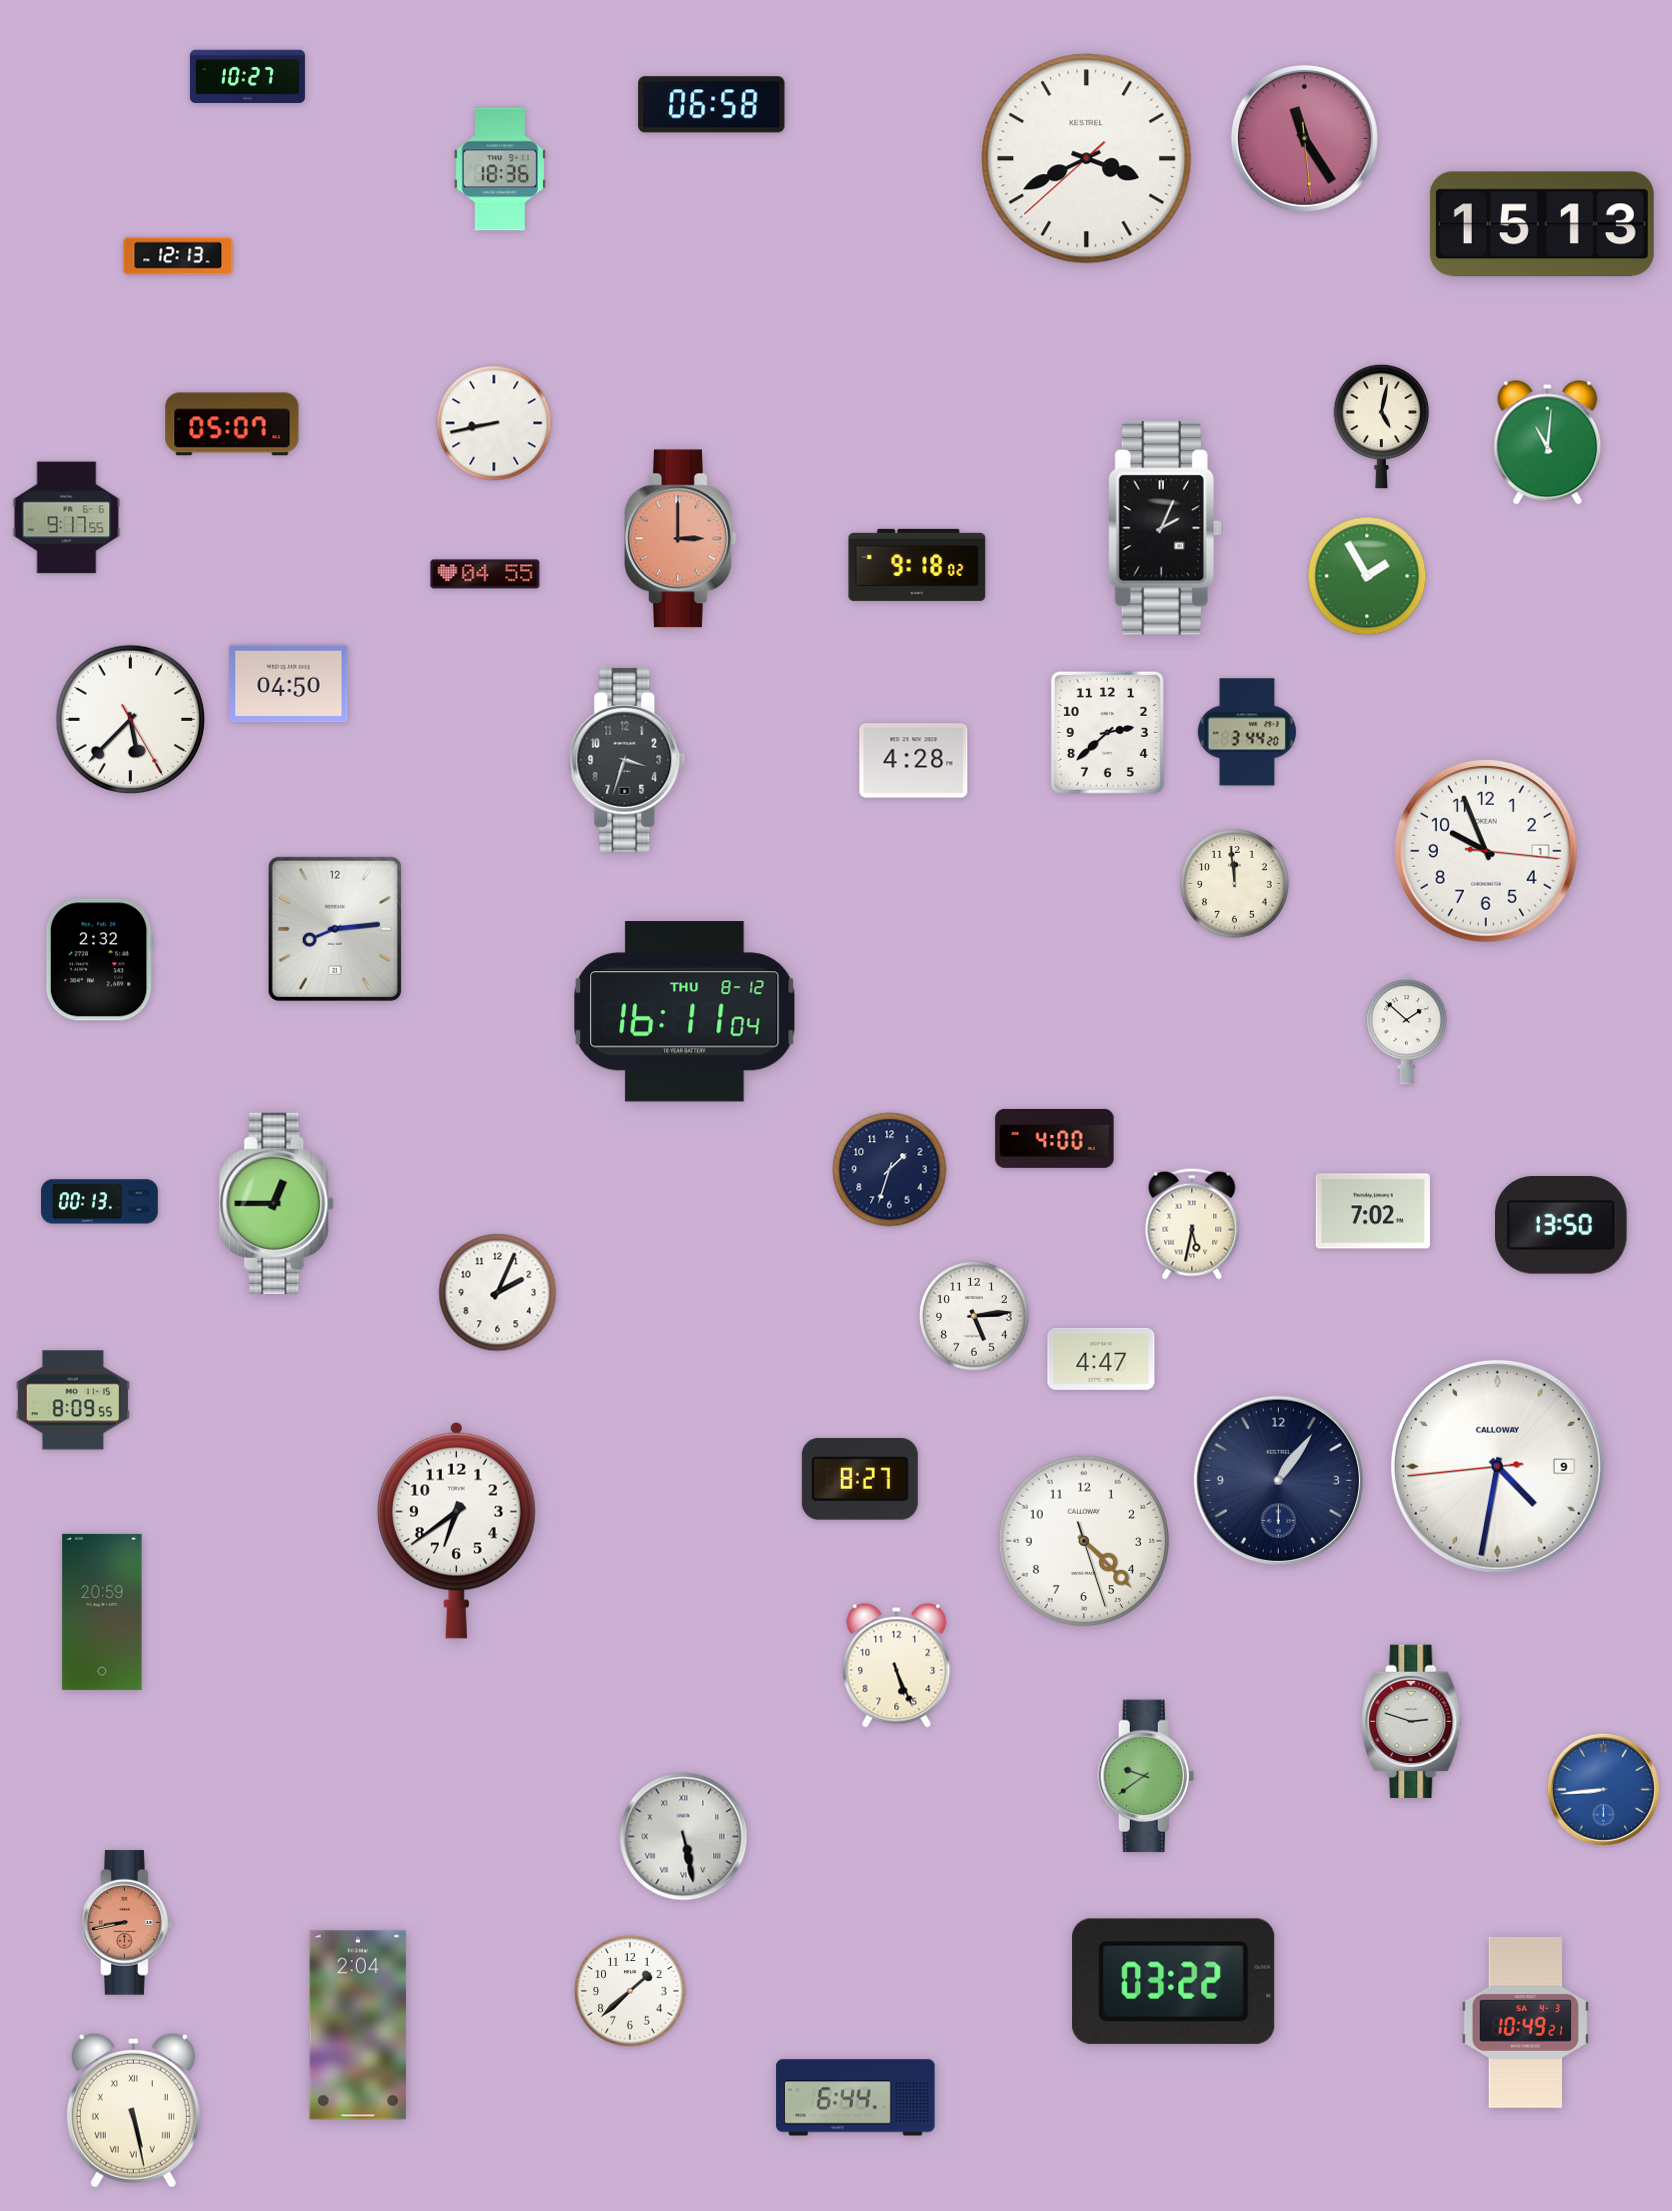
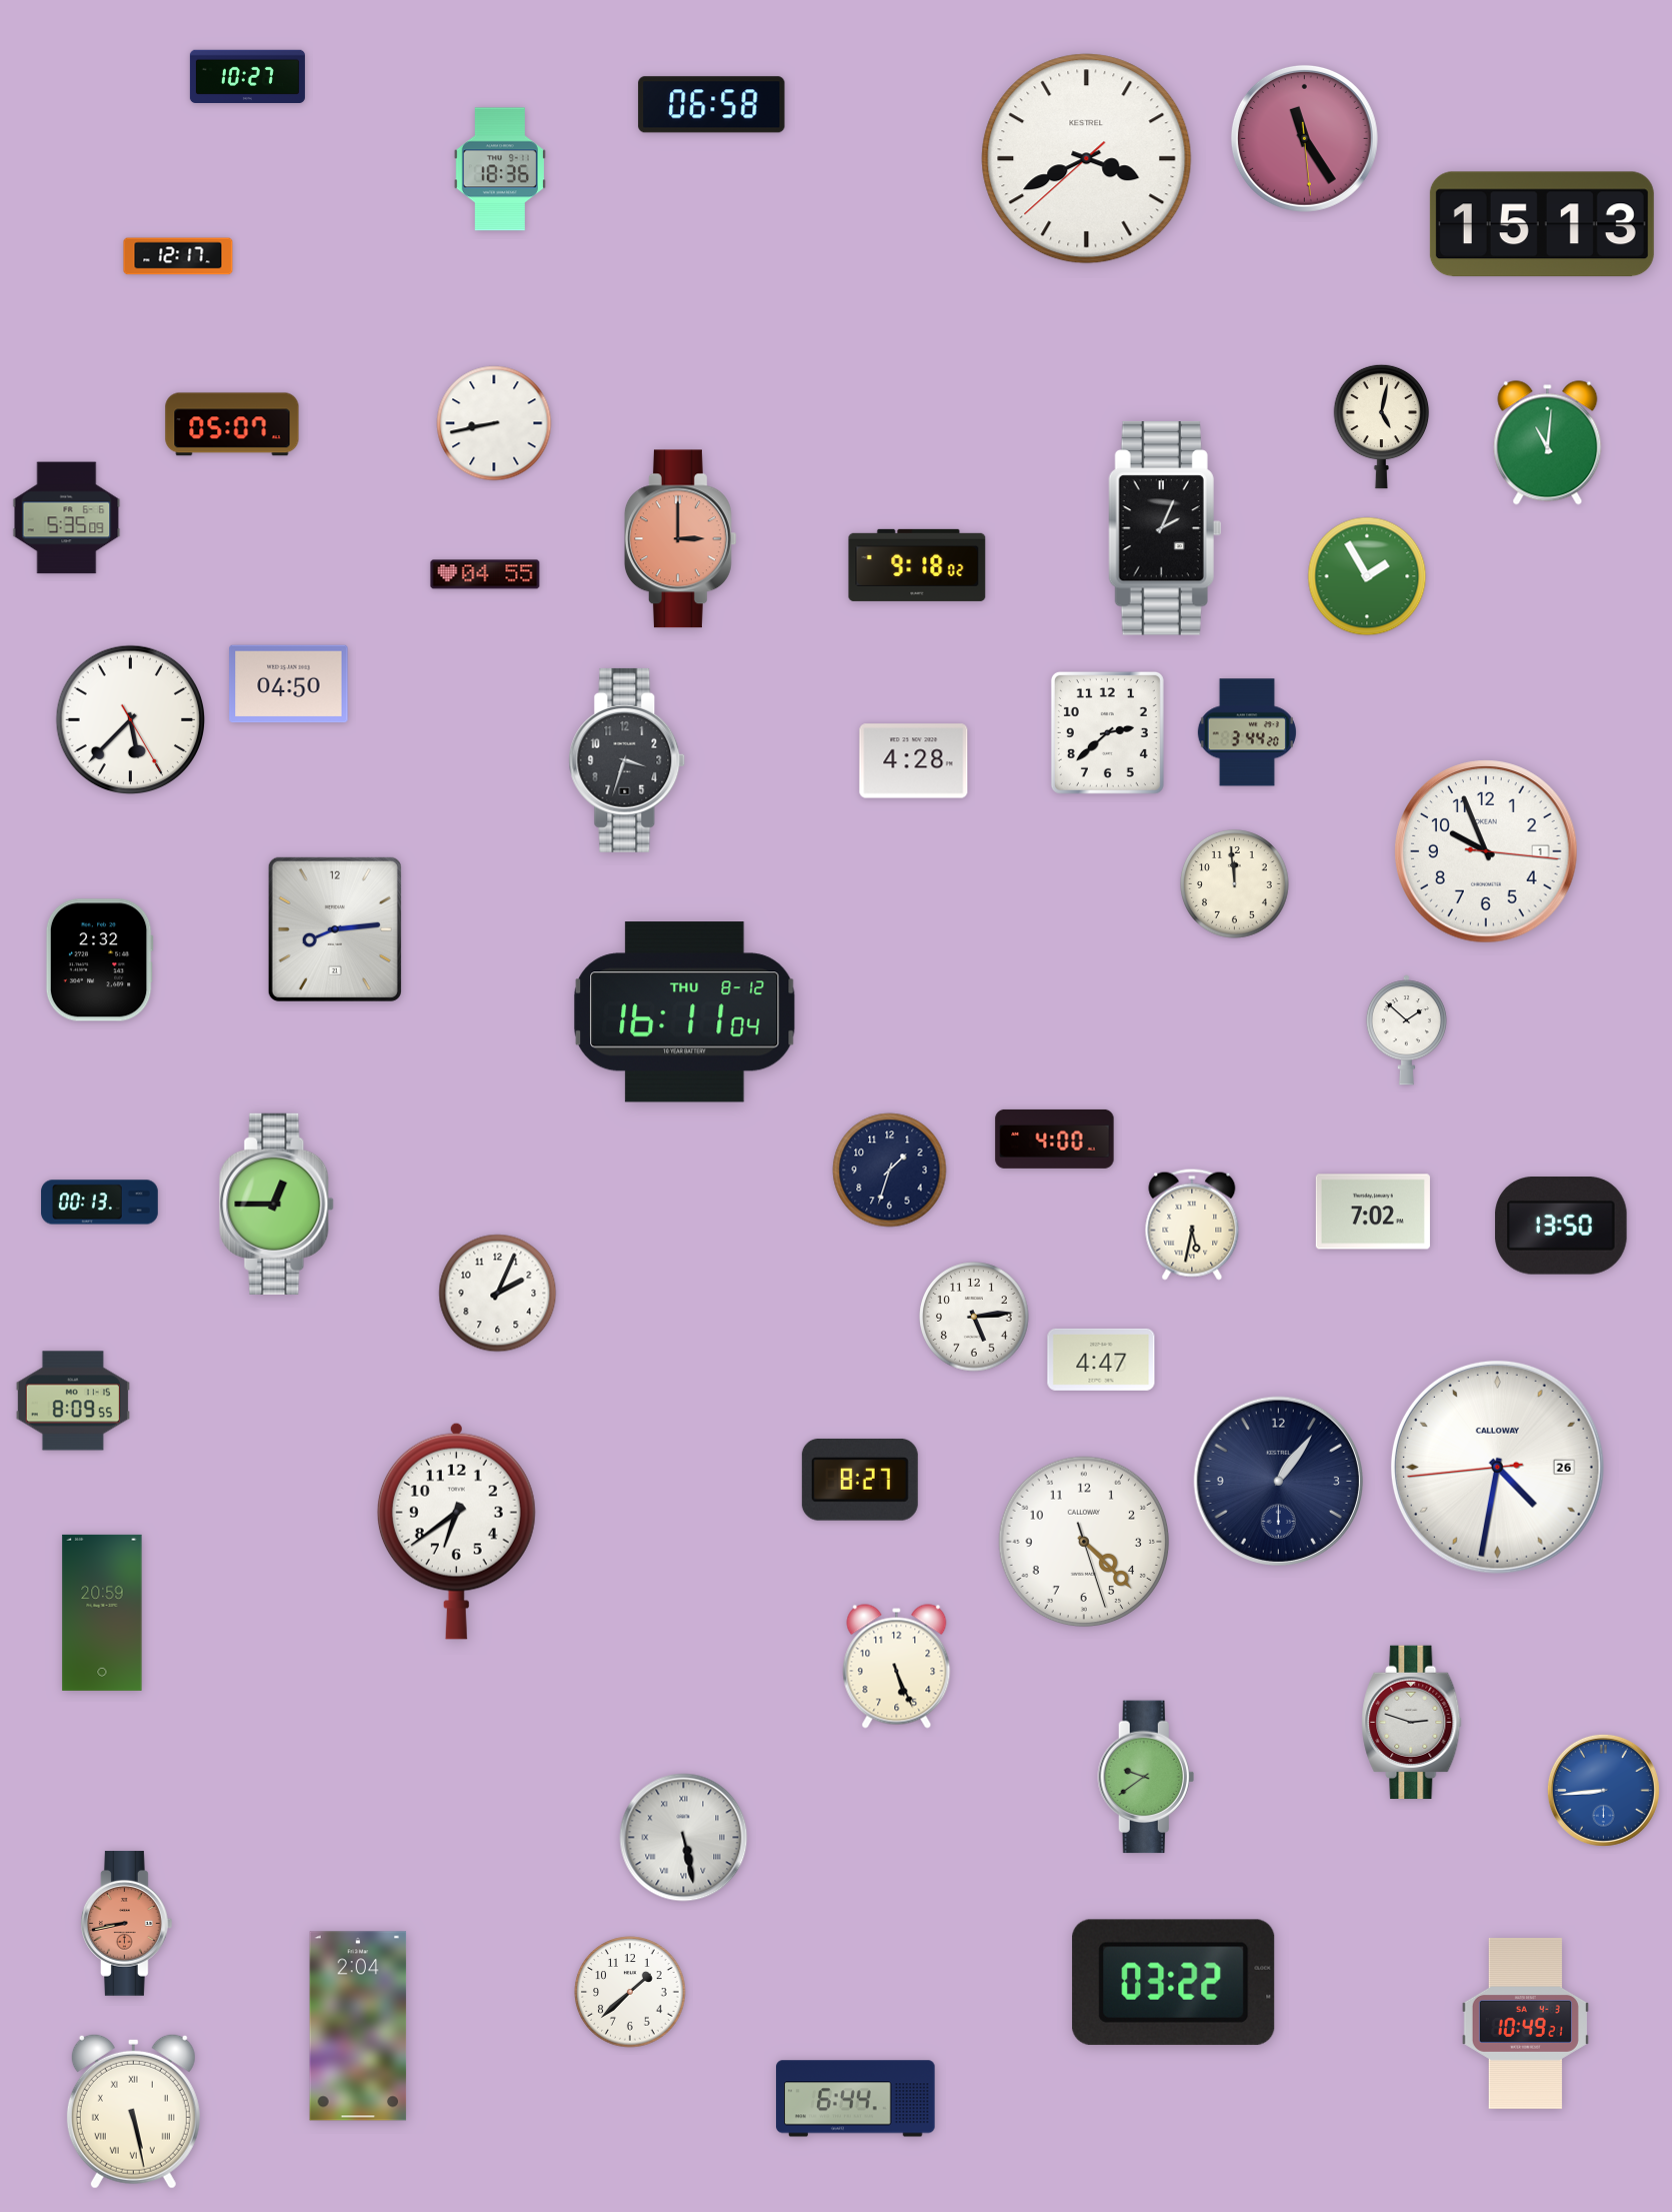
clock at (178, 256): 12:13 -> 12:17
clock at (67, 518): 9:17 -> 5:35
clock at (1497, 1466) date: 9 -> 26
